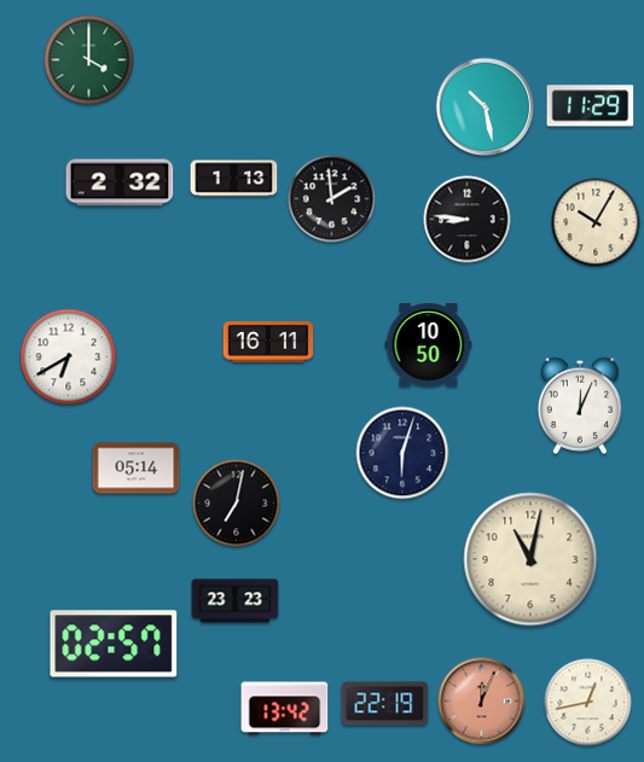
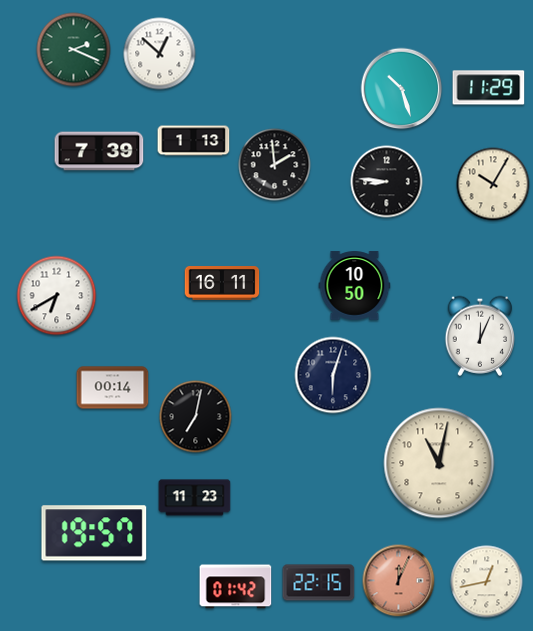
clock at (89, 60): 4:00 -> 2:19
clock at (160, 54): none -> 12:52
clock at (486, 107): 10:28 -> 10:27
clock at (234, 179) position: (234, 179) -> (194, 141)
clock at (120, 182): 2:32 -> 7:39
clock at (137, 469): 05:14 -> 00:14
clock at (236, 601): 23:23 -> 11:23
clock at (114, 644): 02:57 -> 19:57
clock at (385, 704): 22:19 -> 22:15
clock at (285, 709): 13:42 -> 01:42
